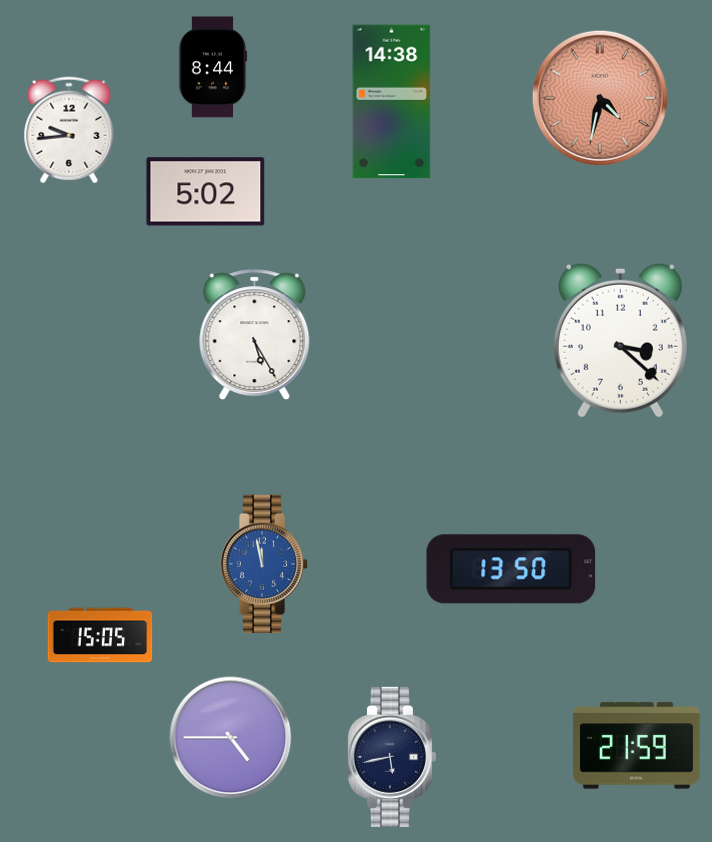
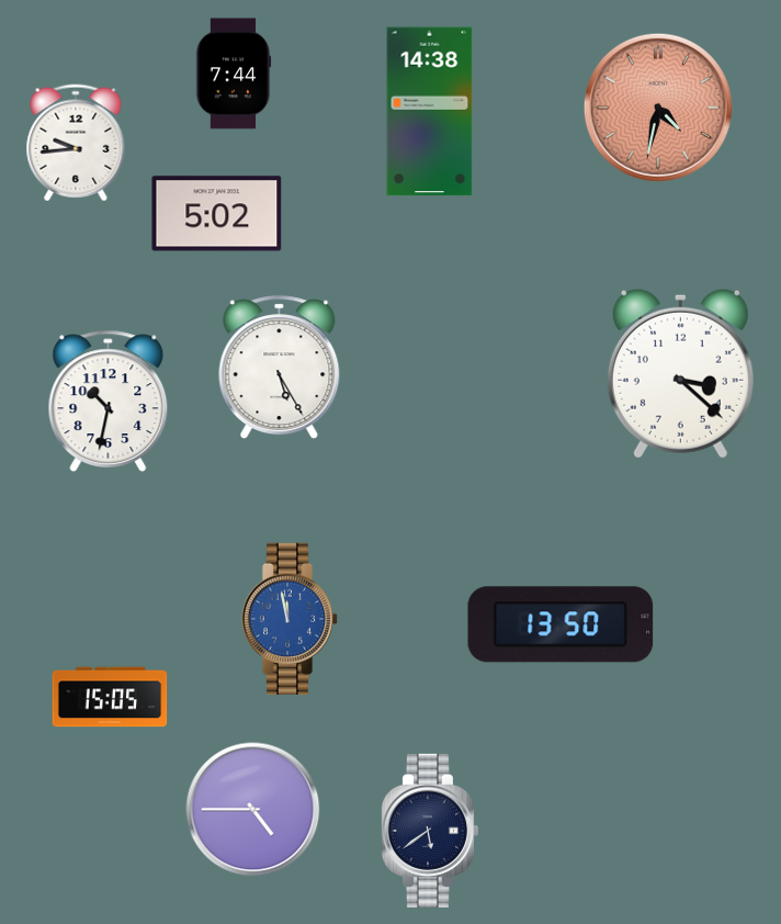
clock at (213, 67): 8:44 -> 7:44
clock at (206, 192) position: (206, 192) -> (217, 214)
clock at (109, 401): none -> 10:32
clock at (637, 746): 21:59 -> none
clock at (391, 757): 5:43 -> 5:39
